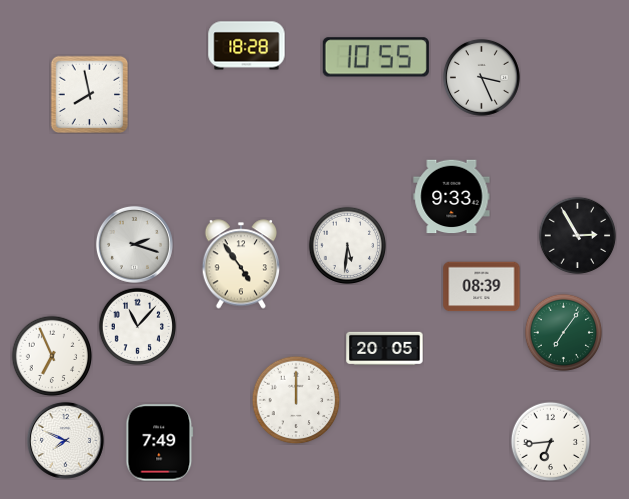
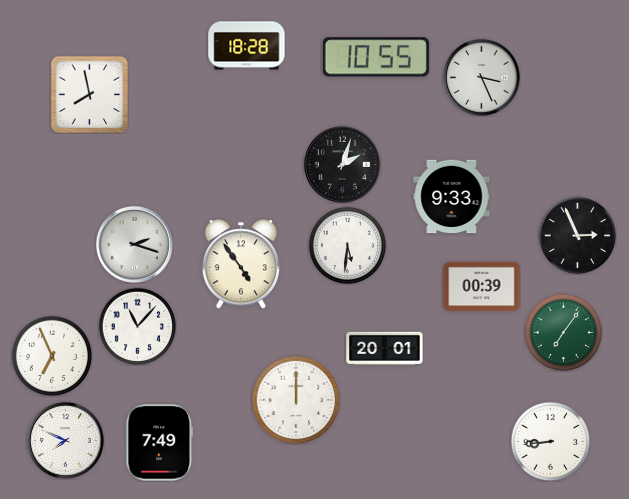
clock at (342, 164): none -> 2:03
clock at (577, 235): 2:55 -> 2:56
clock at (482, 287): 08:39 -> 00:39
clock at (385, 348): 20:05 -> 20:01
clock at (550, 441): 6:44 -> 8:44
